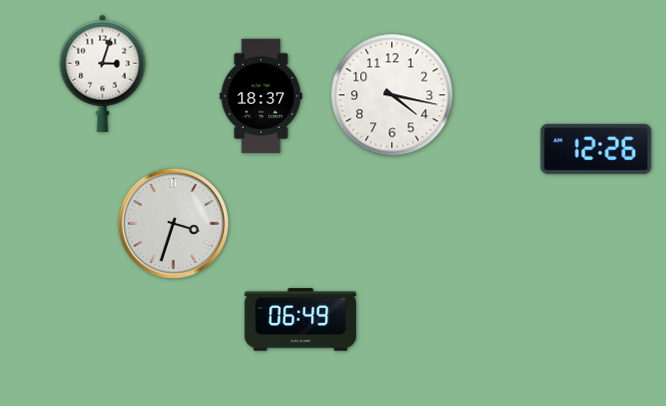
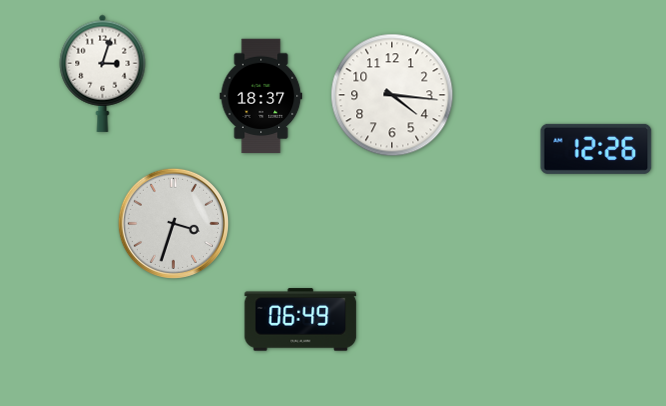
clock at (392, 95): 4:17 -> 4:16
